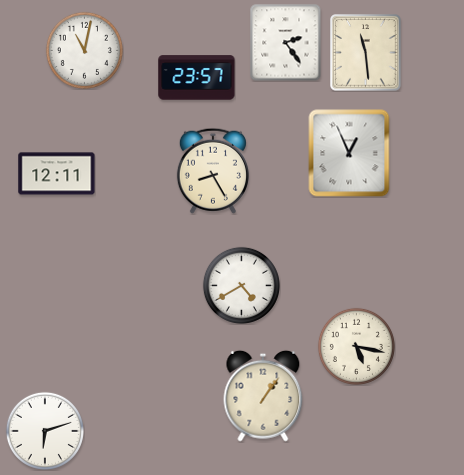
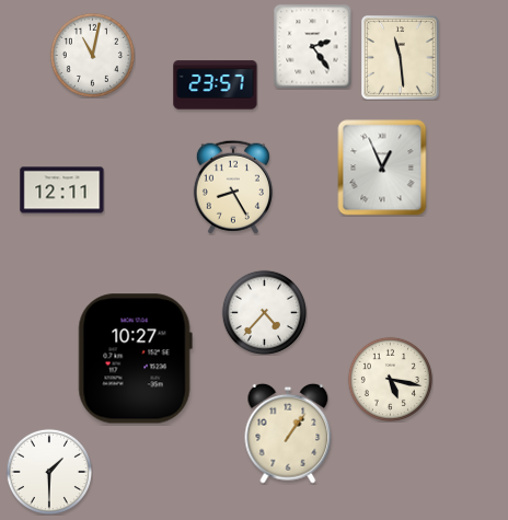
clock at (241, 285): 4:40 -> 4:37
clock at (135, 359): none -> 10:27
clock at (45, 431): 6:12 -> 1:30
